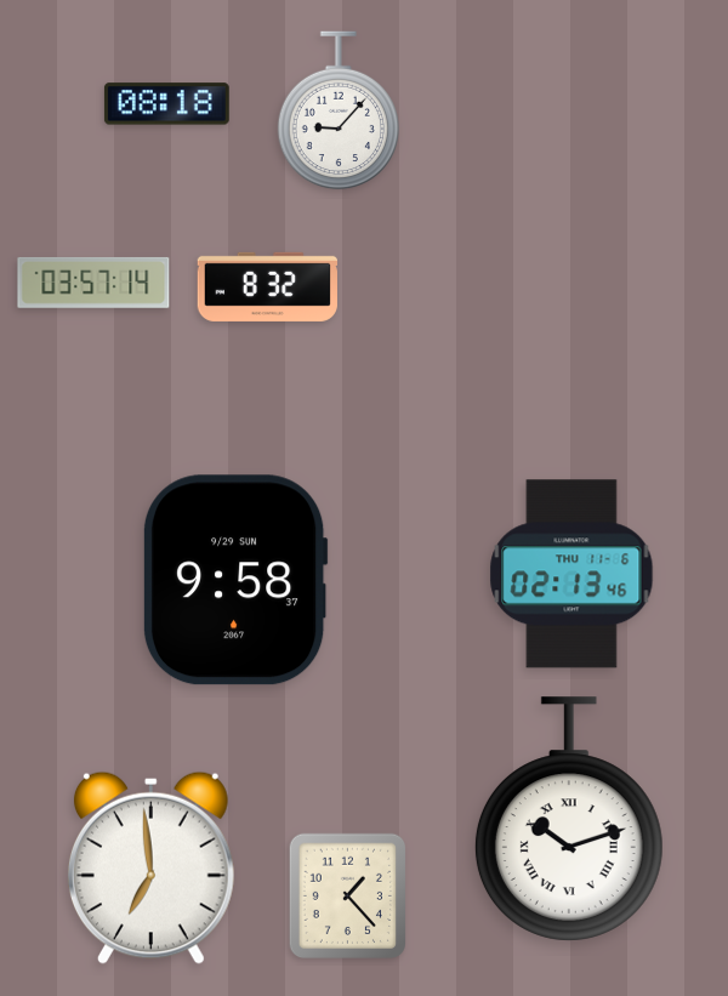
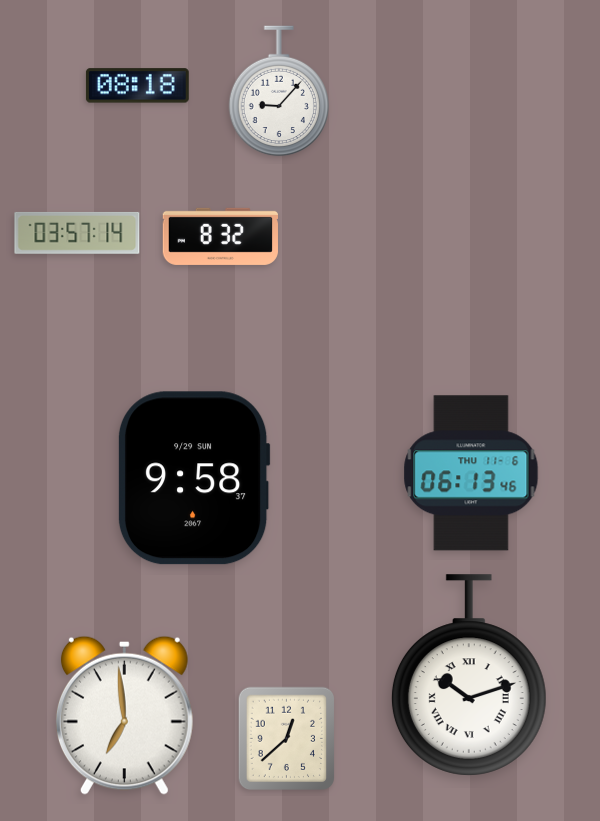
clock at (571, 574): 02:13 -> 06:13
clock at (347, 895): 1:23 -> 12:38
